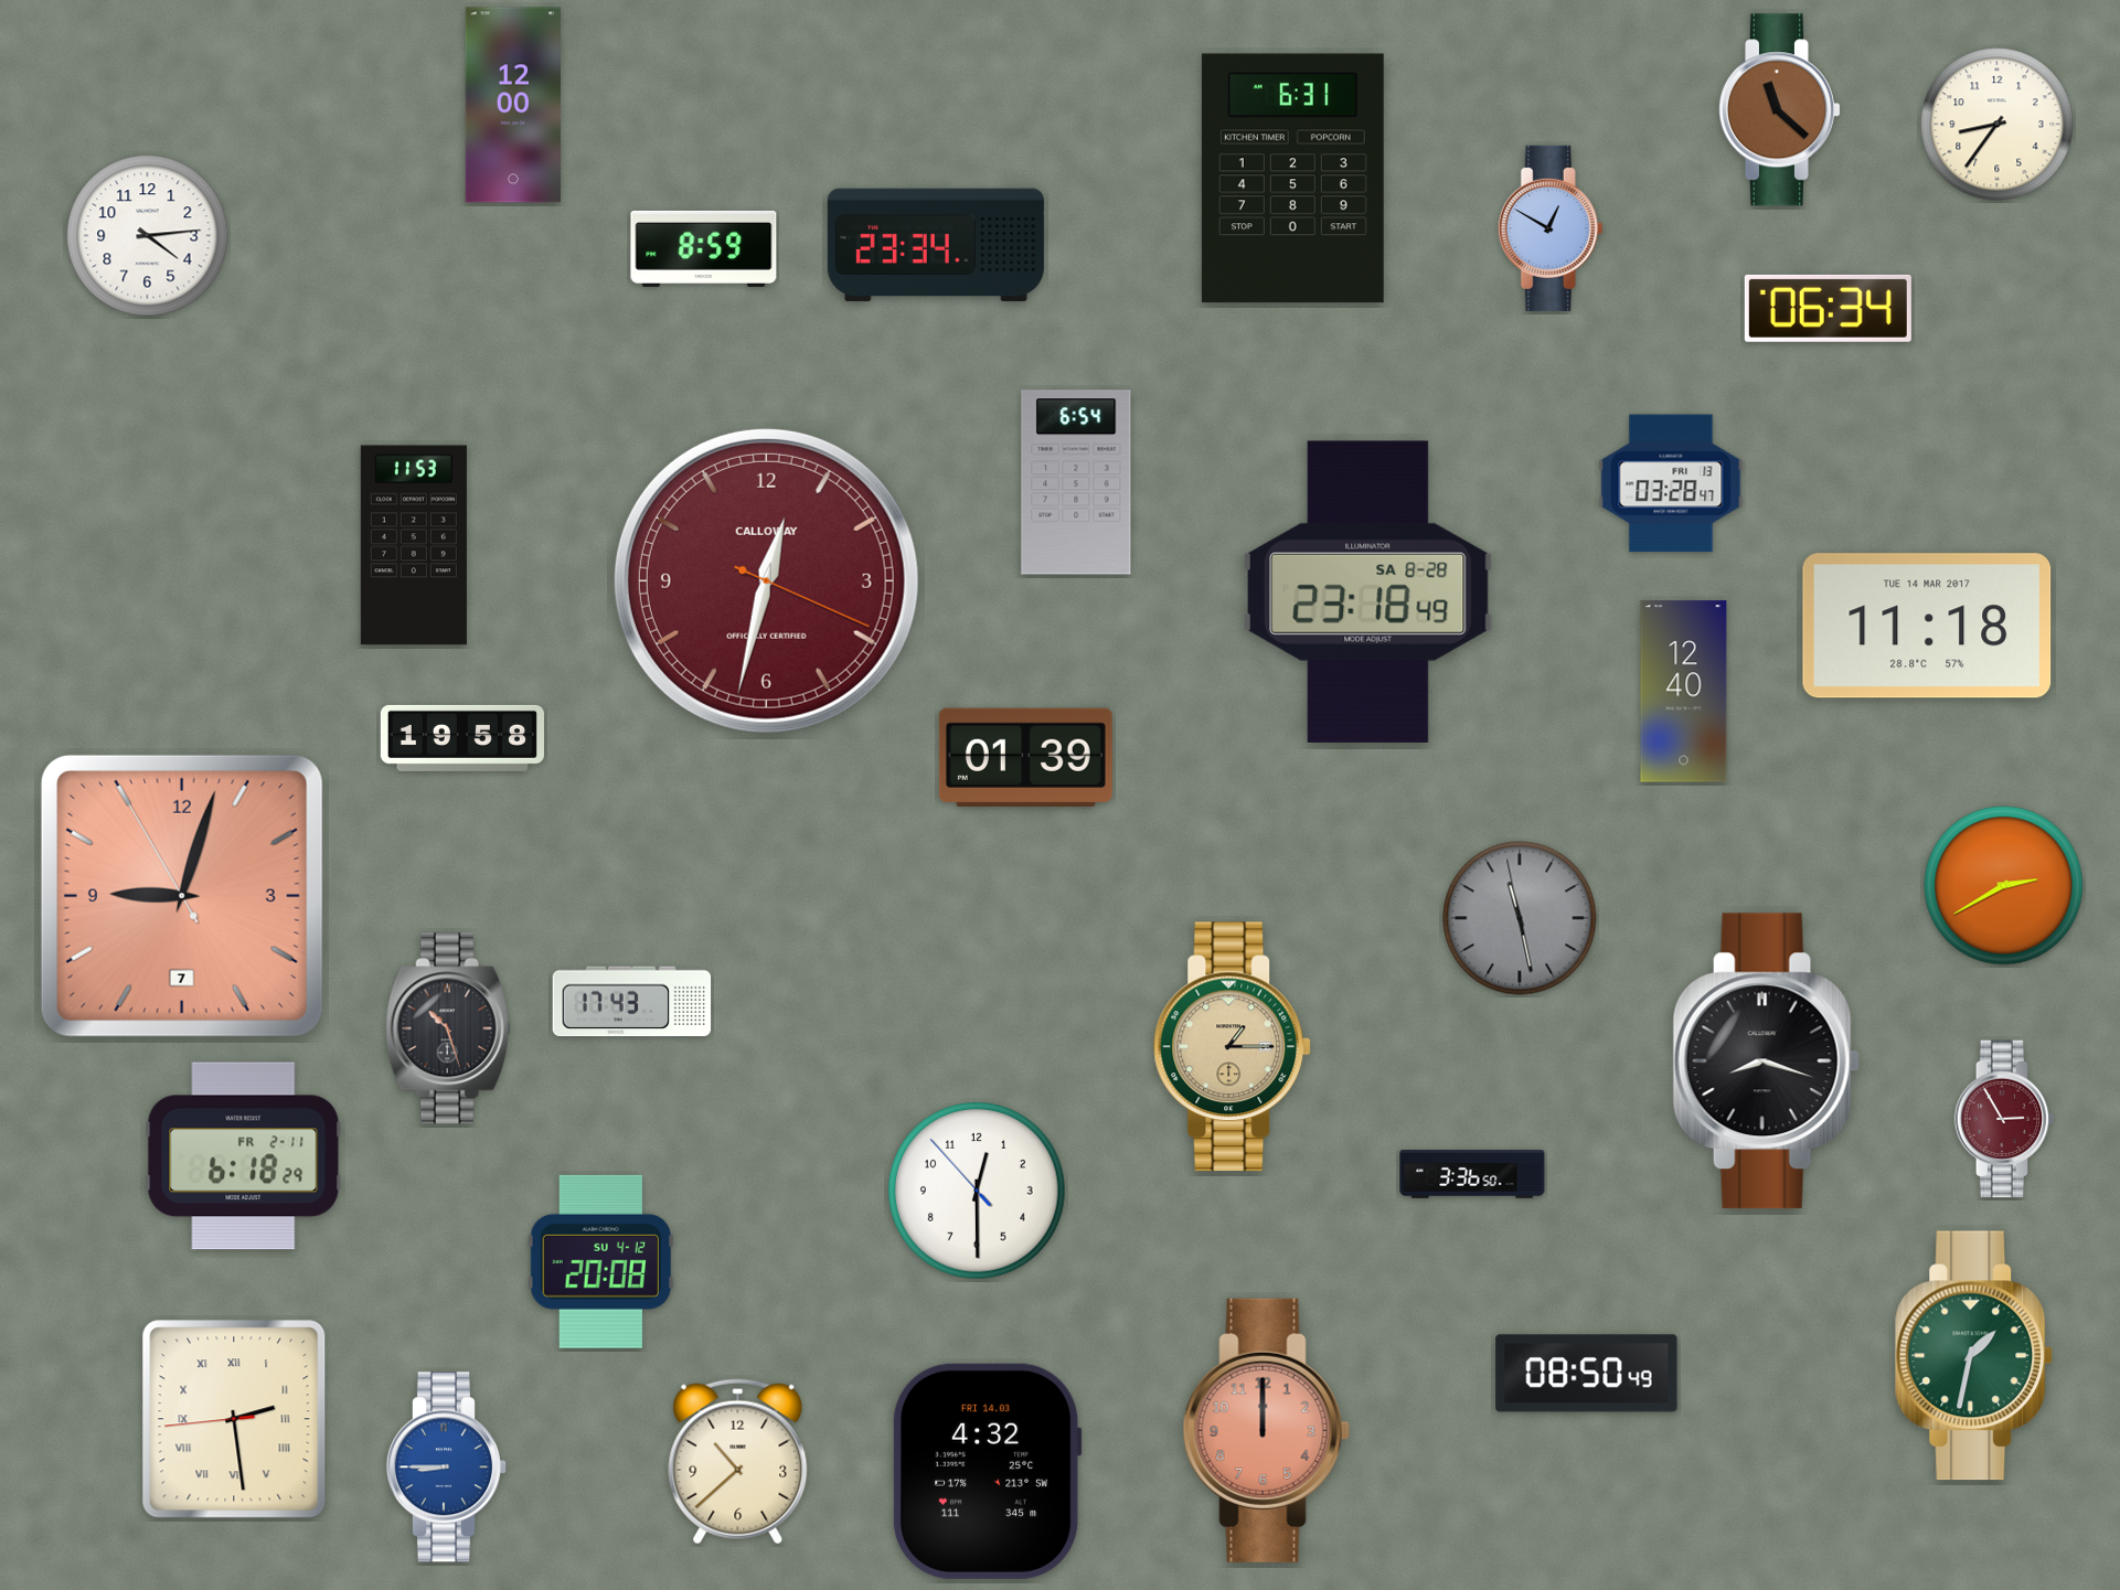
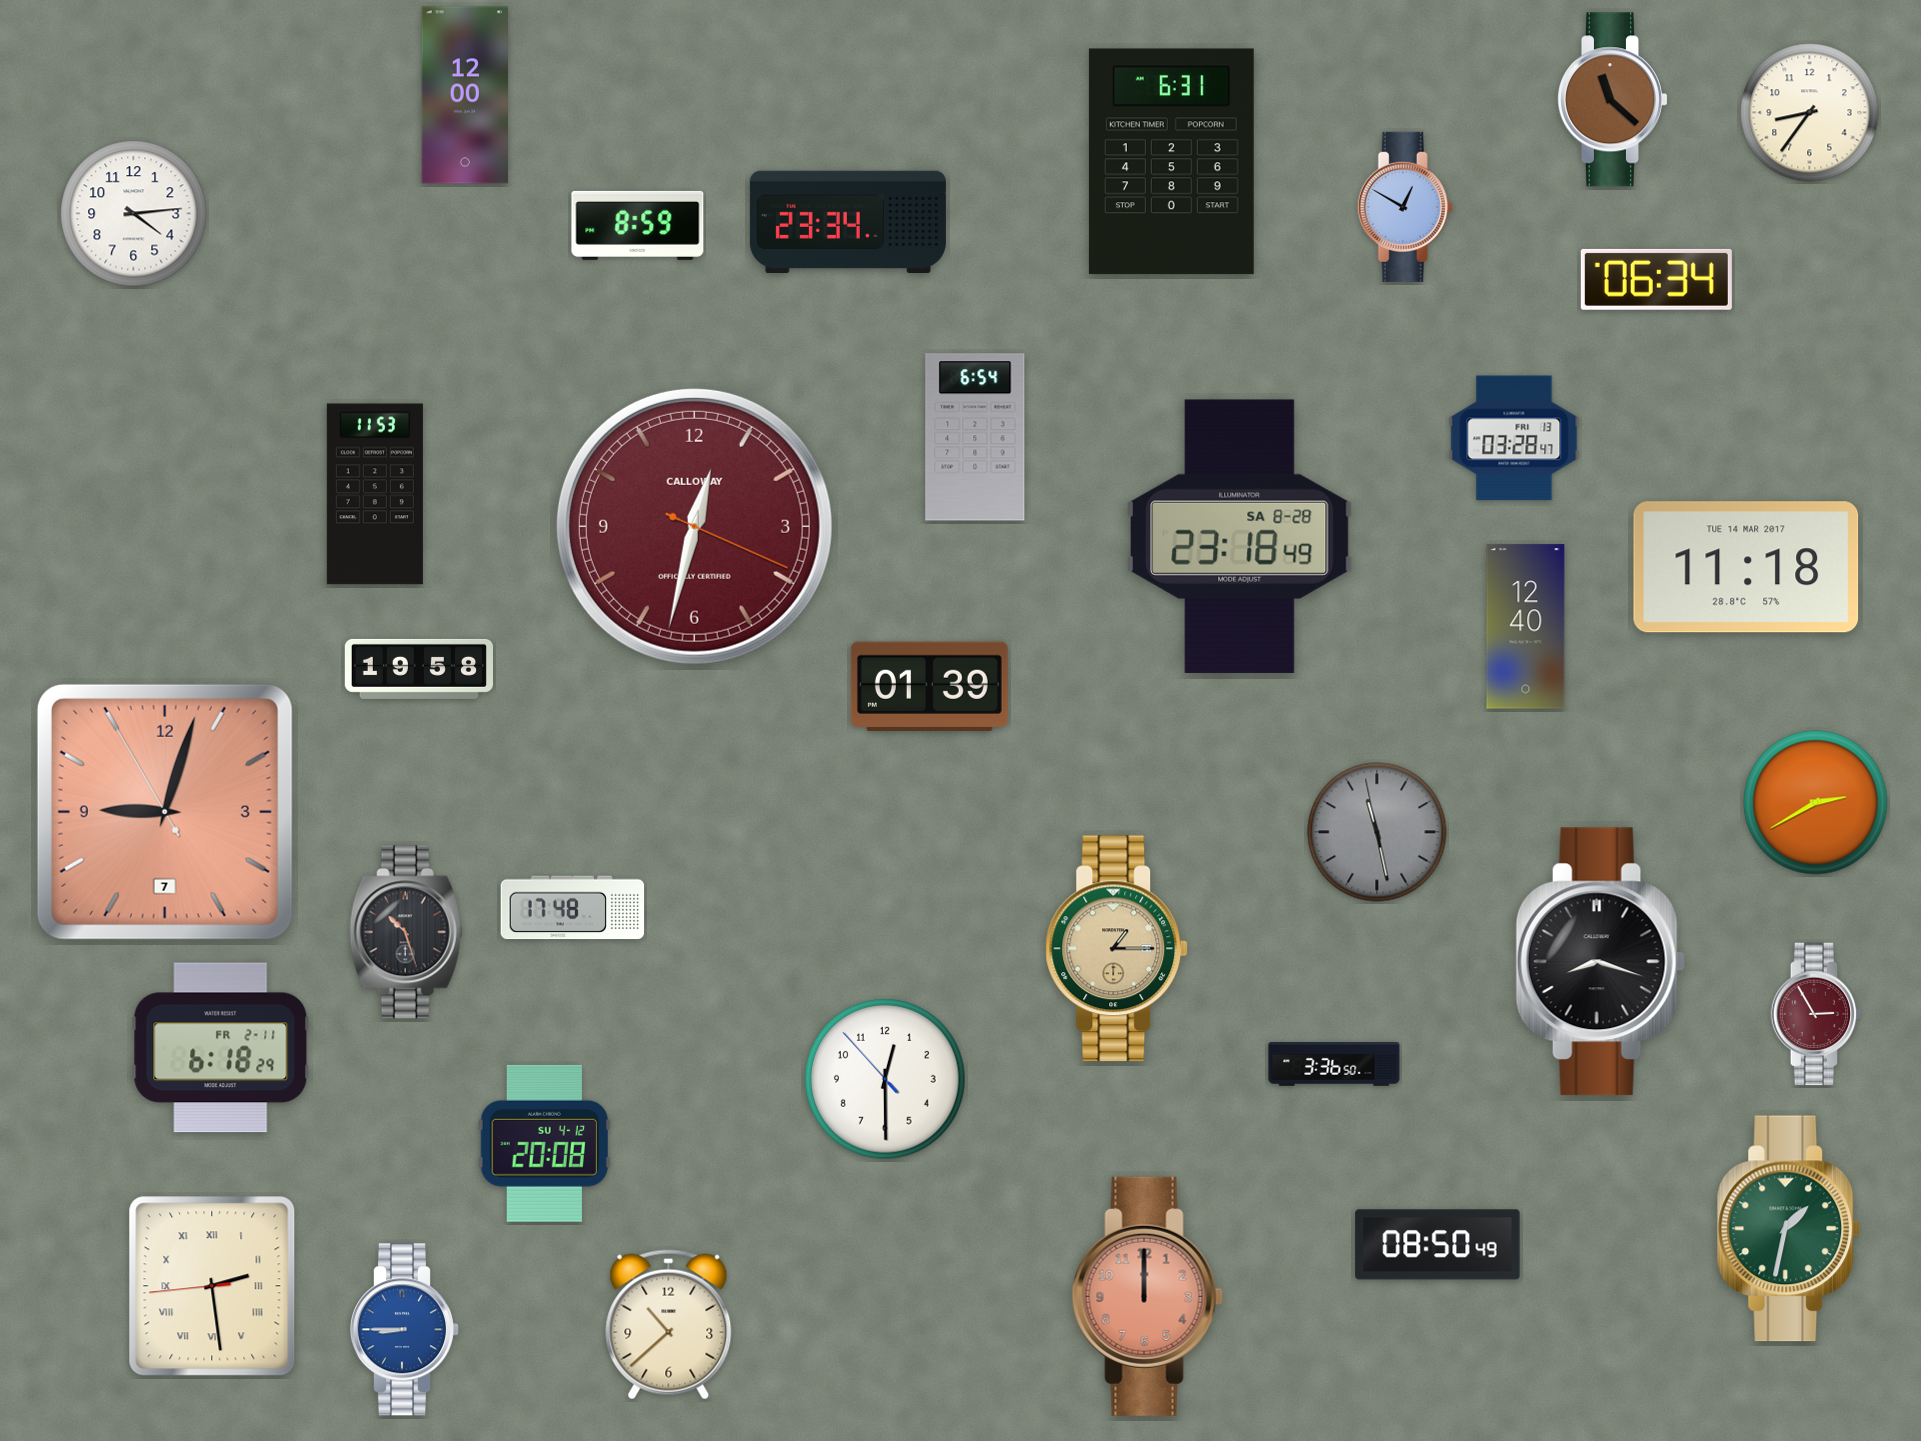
clock at (632, 1002): 17:43 -> 17:48
clock at (987, 1471): 4:32 -> none
